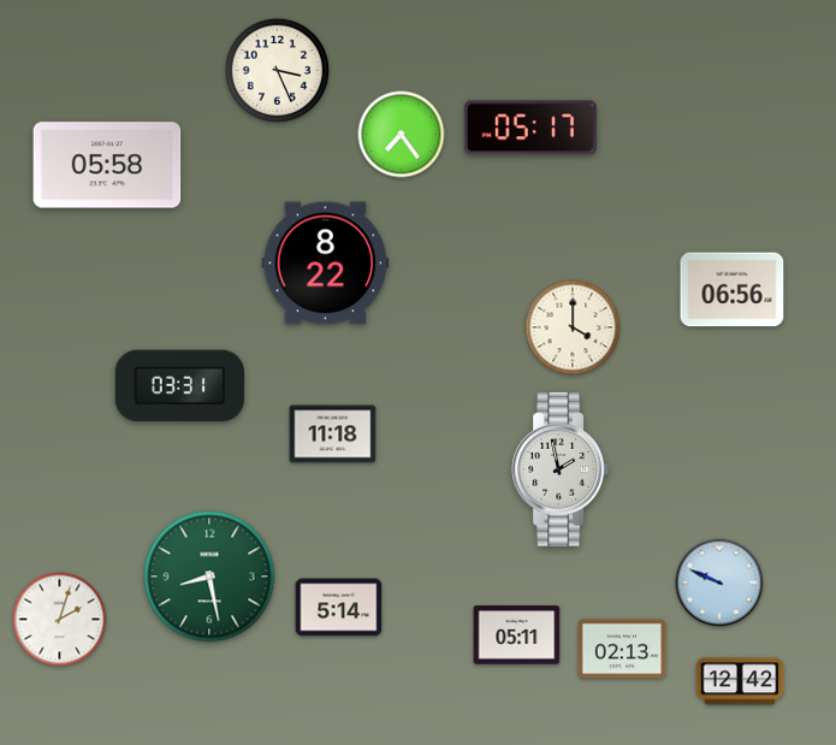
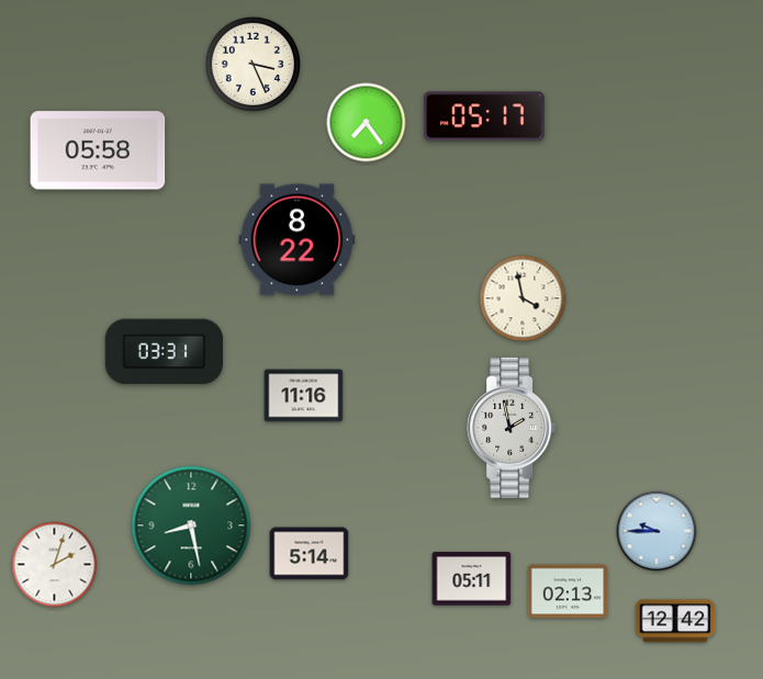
clock at (733, 290): 06:56 -> none
clock at (573, 327): 4:00 -> 3:58
clock at (333, 434): 11:18 -> 11:16
clock at (719, 583): 9:49 -> 9:45
